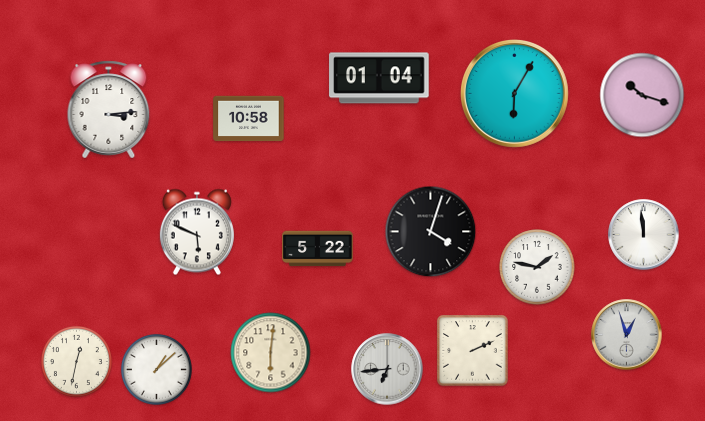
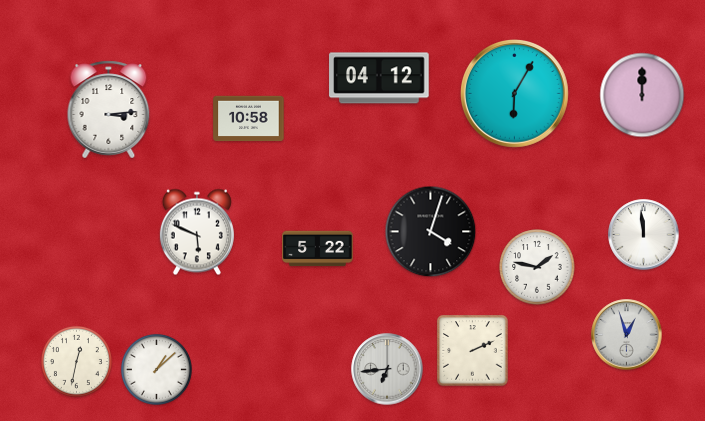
clock at (379, 78): 01:04 -> 04:12
clock at (642, 95): 10:18 -> 12:00
clock at (271, 353): 6:01 -> none
